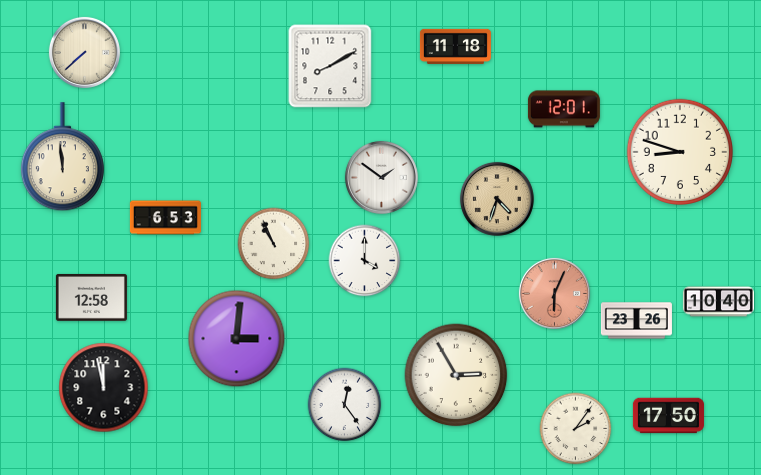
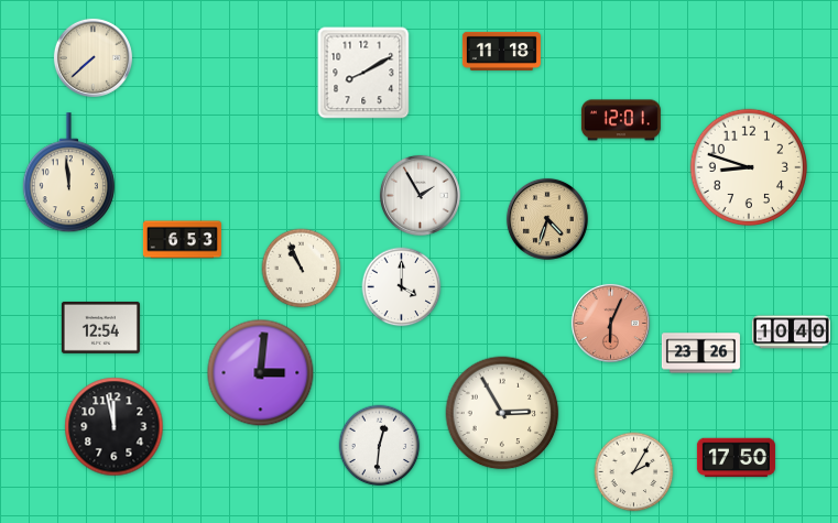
clock at (381, 177): 1:51 -> 1:55
clock at (91, 298): 12:58 -> 12:54
clock at (345, 405): 12:24 -> 12:31
clock at (576, 429): 2:06 -> 2:05
